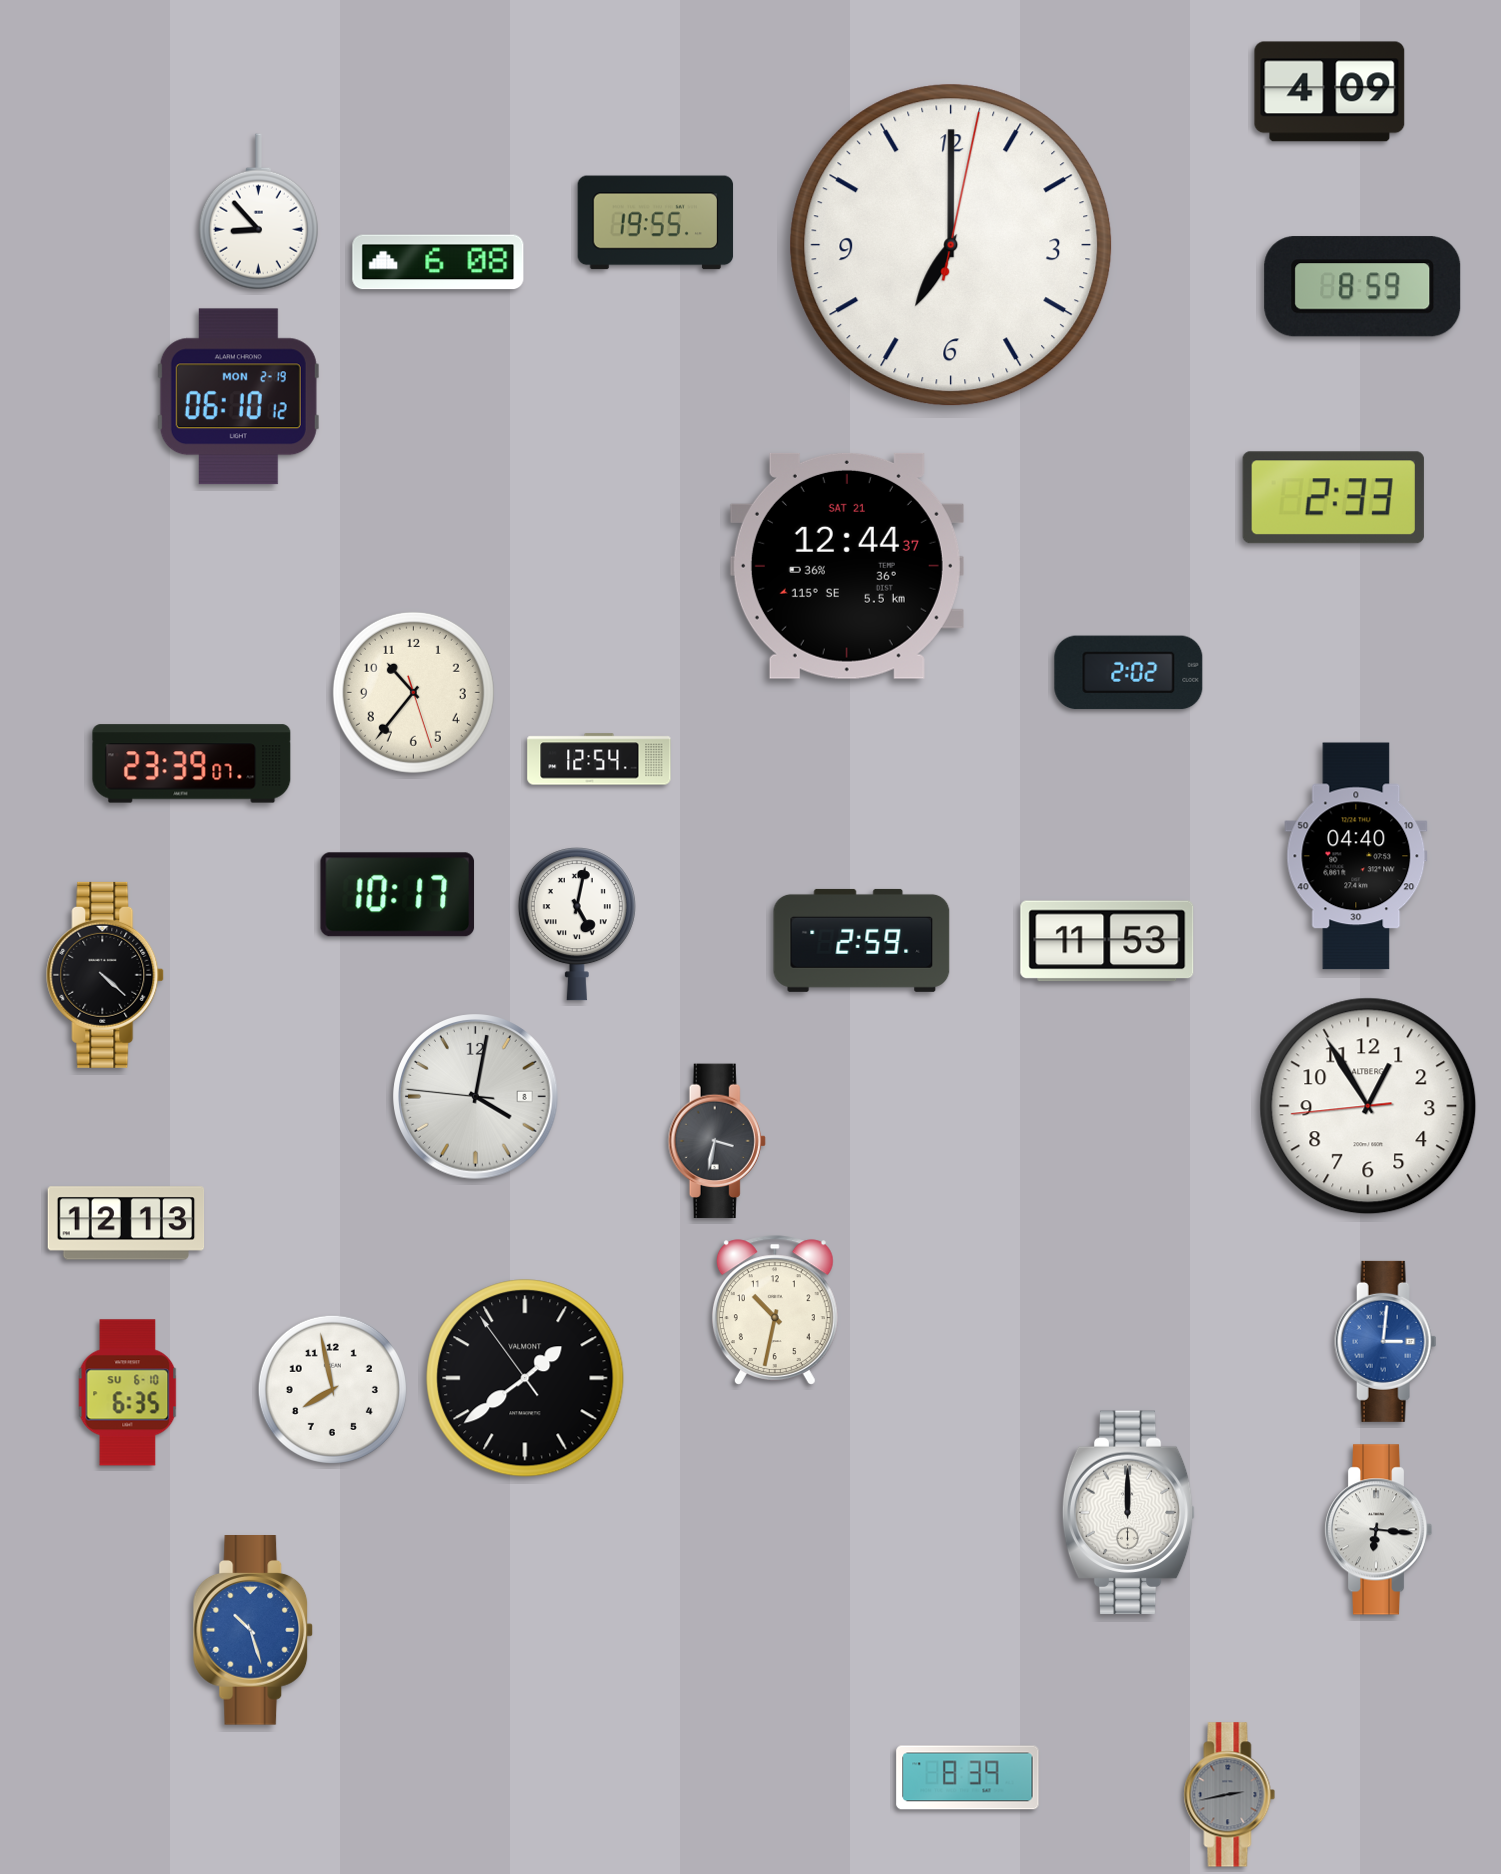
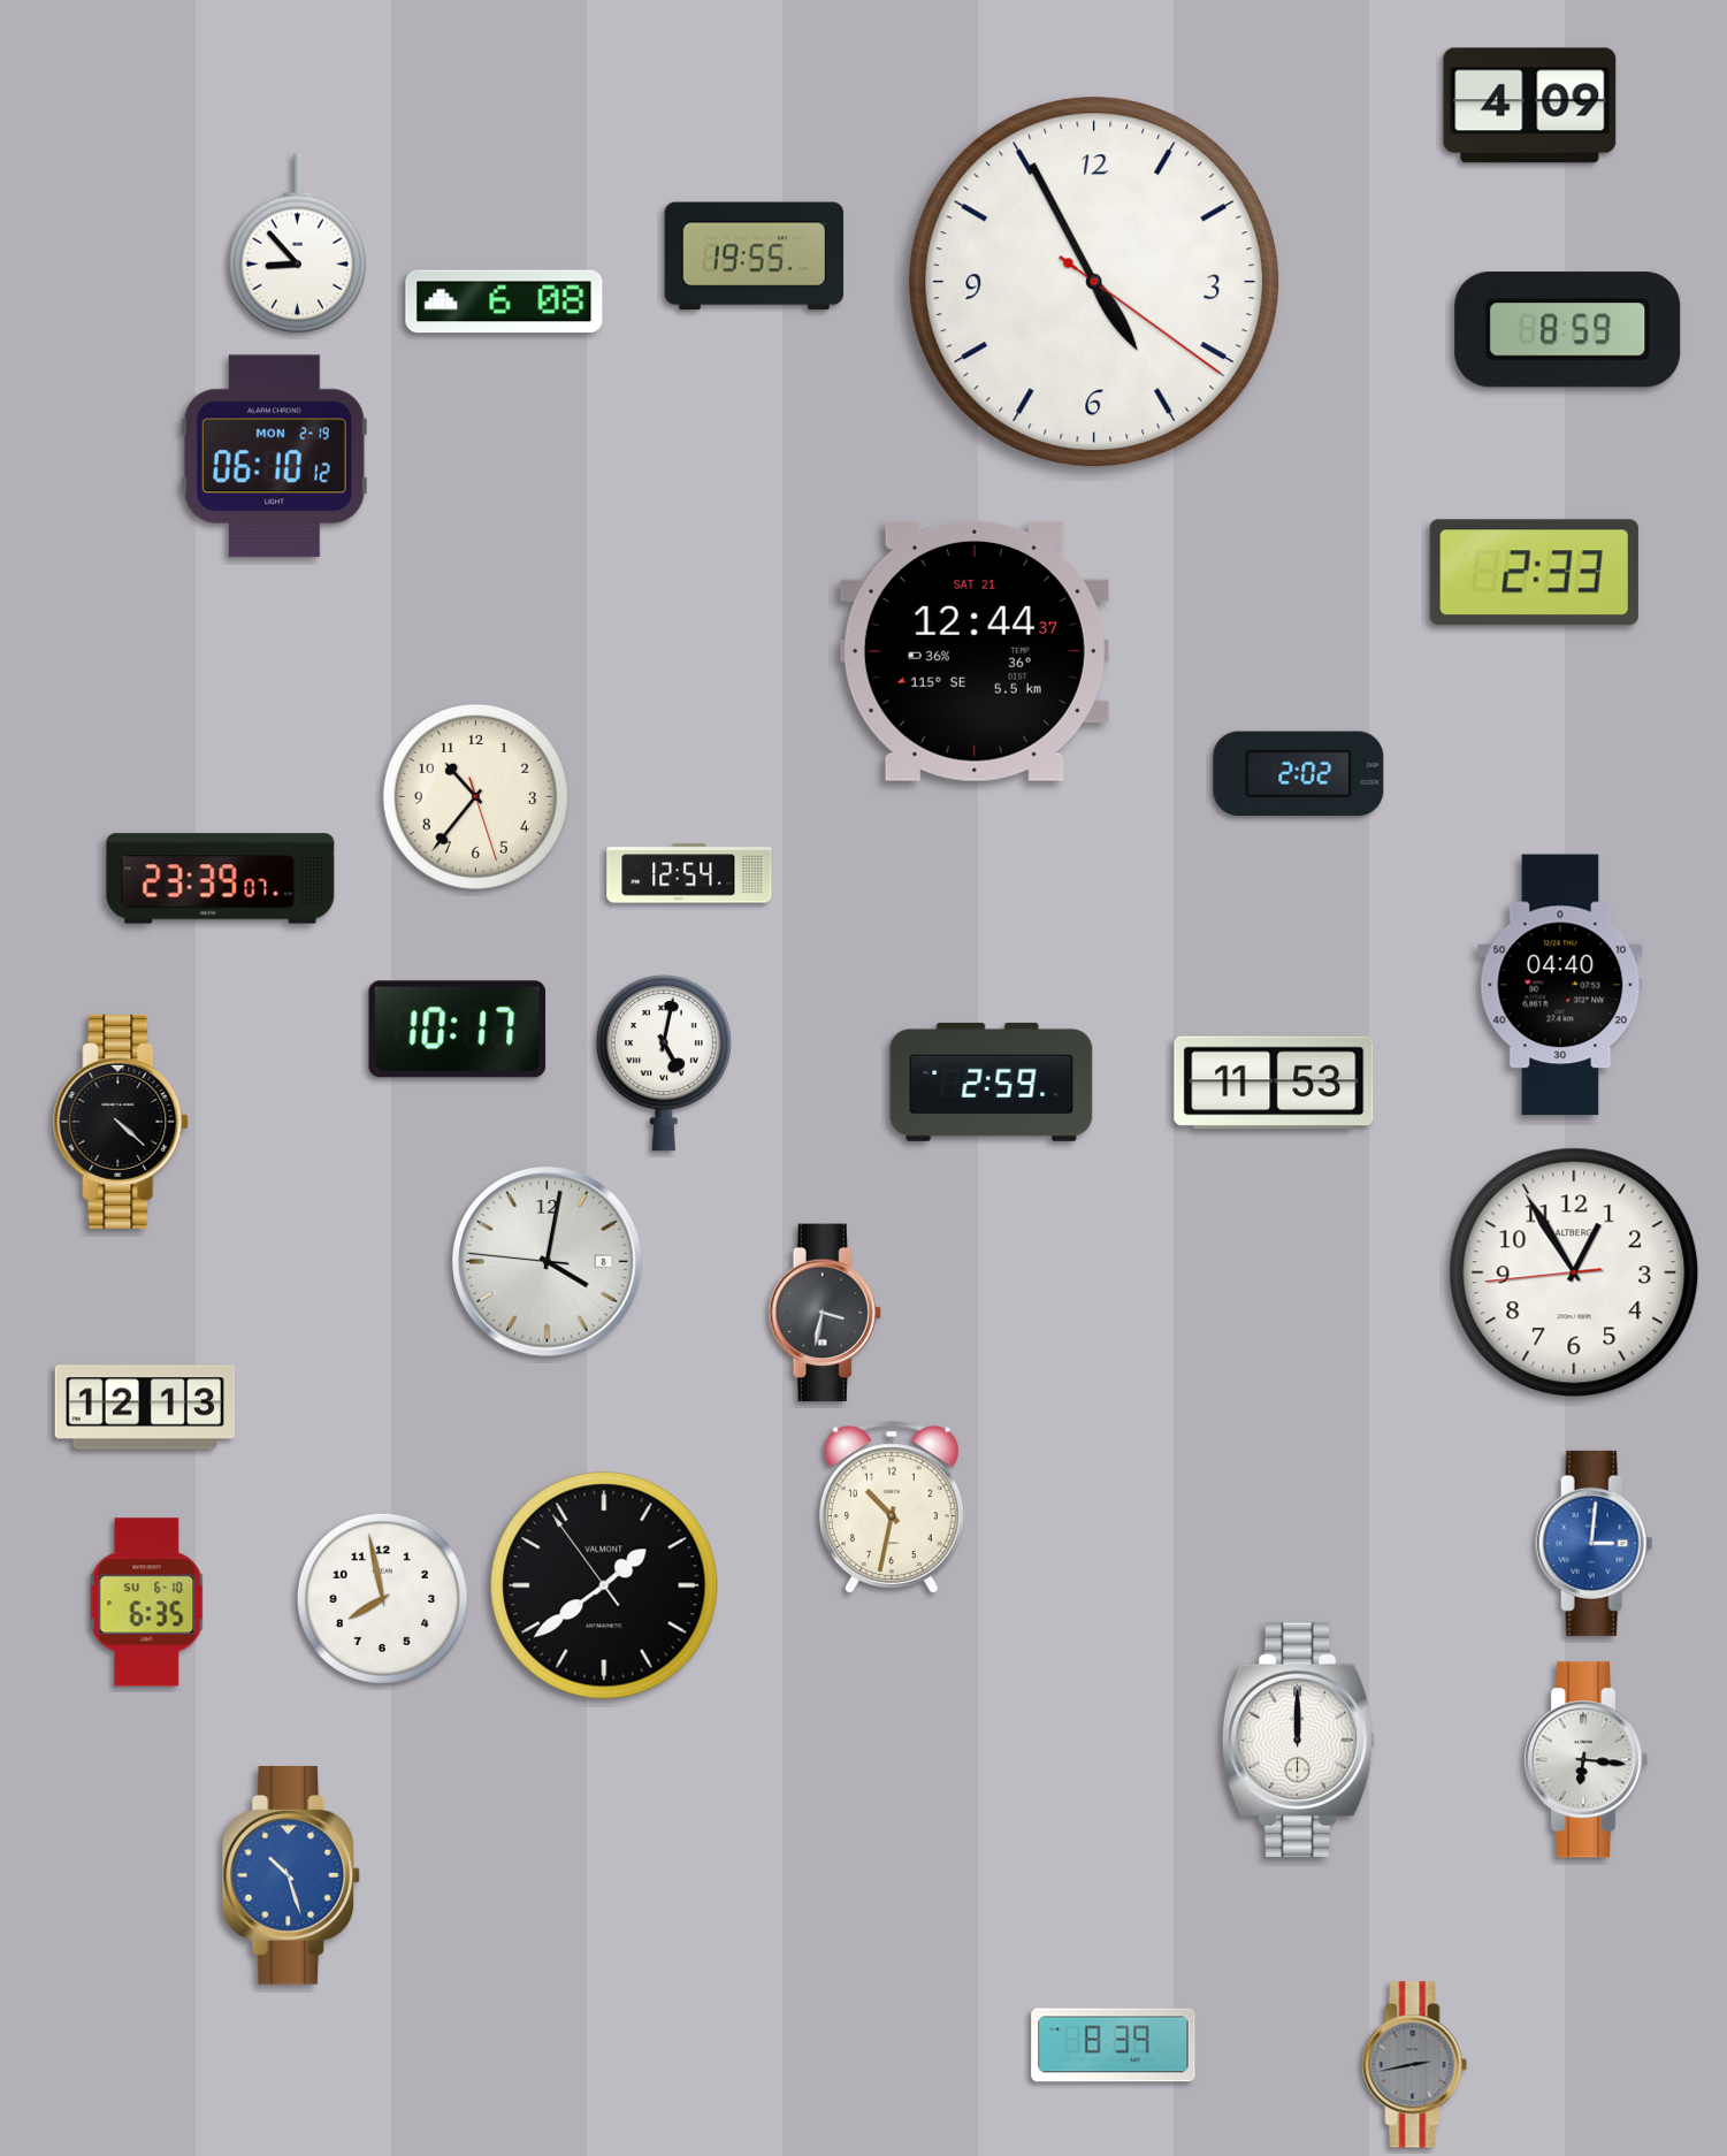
clock at (951, 245): 7:00 -> 4:55
